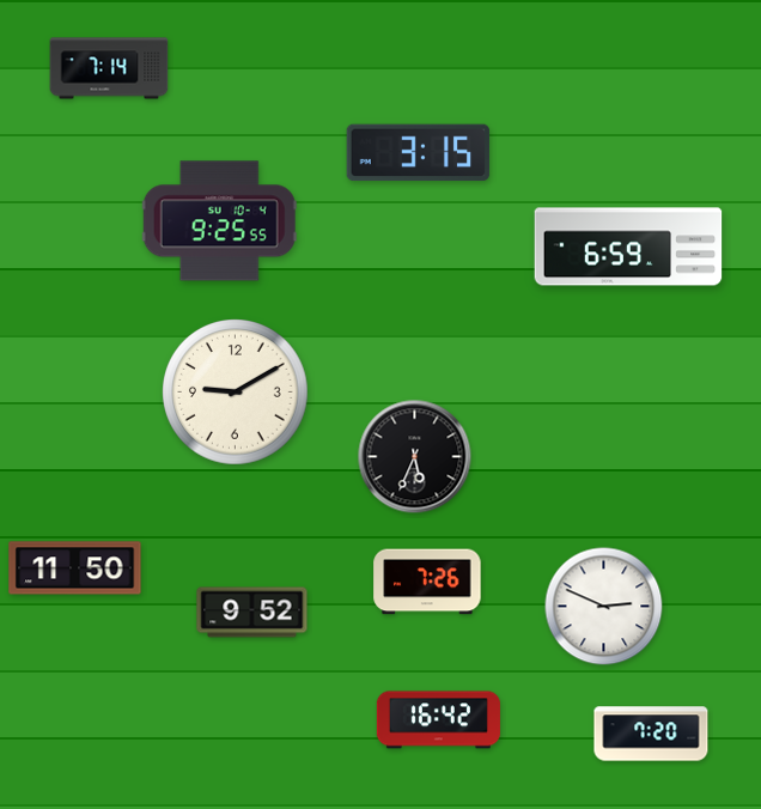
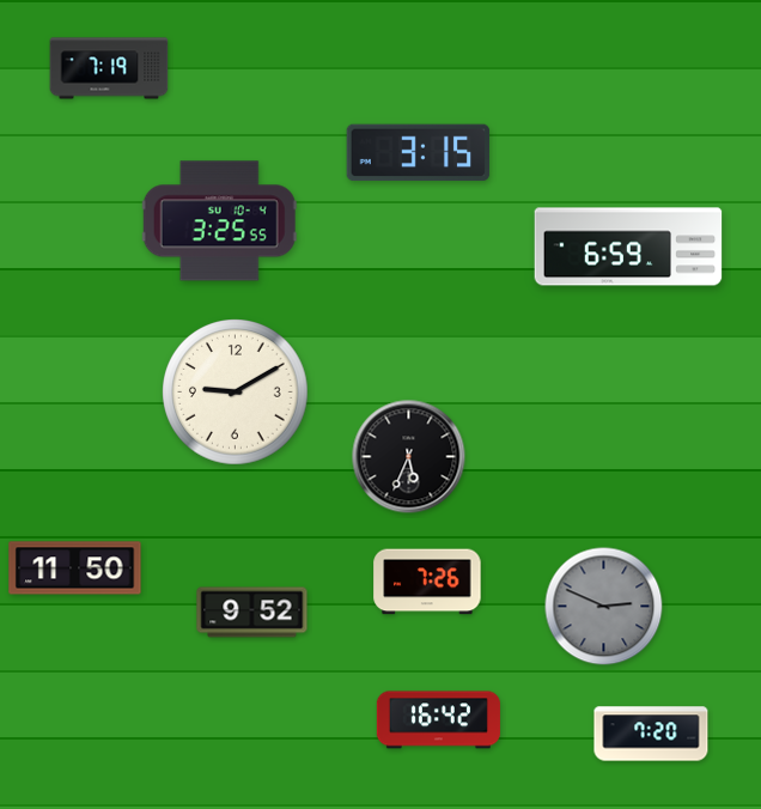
clock at (109, 68): 7:14 -> 7:19
clock at (219, 221): 9:25 -> 3:25
clock at (415, 457) position: (415, 457) -> (409, 457)
clock at (604, 607) dial: white -> grey
